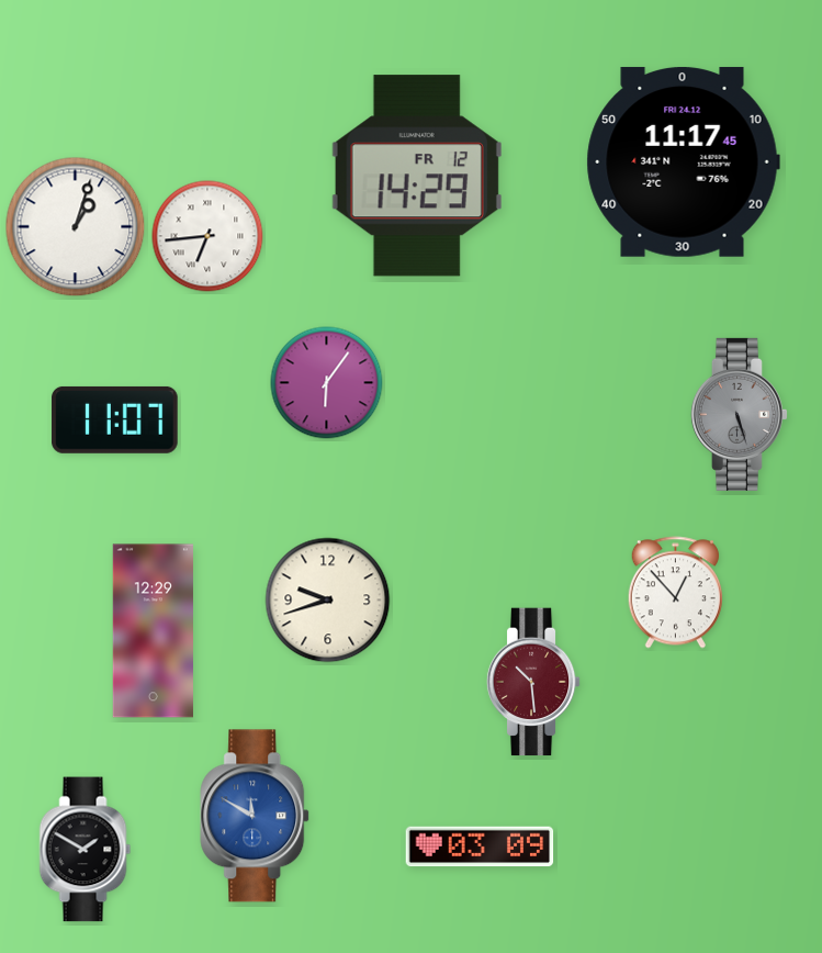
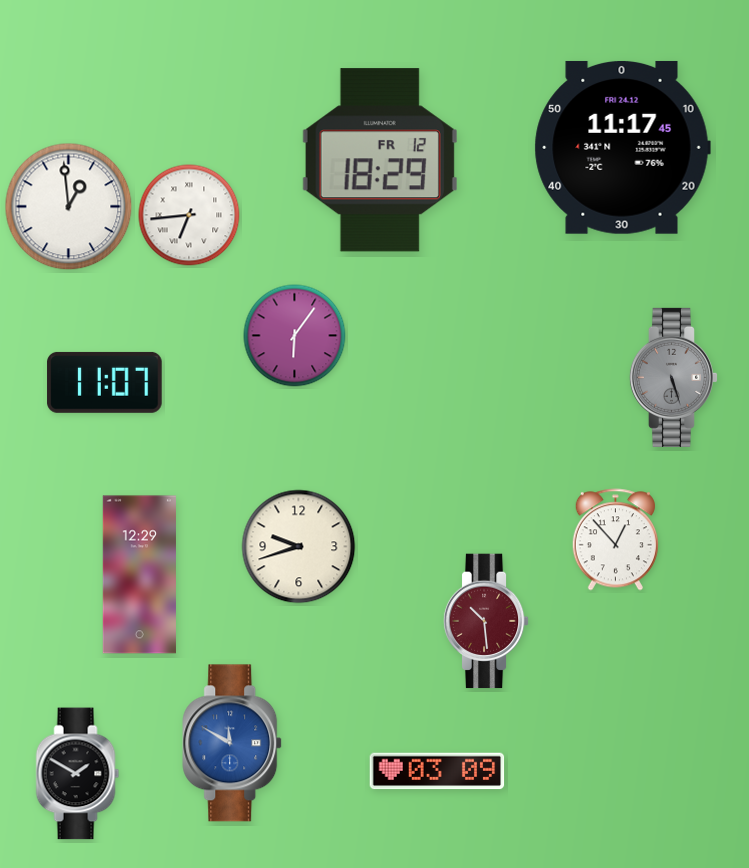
clock at (417, 176): 14:29 -> 18:29
clock at (76, 227): 1:03 -> 12:59
clock at (327, 383) position: (327, 383) -> (295, 336)
